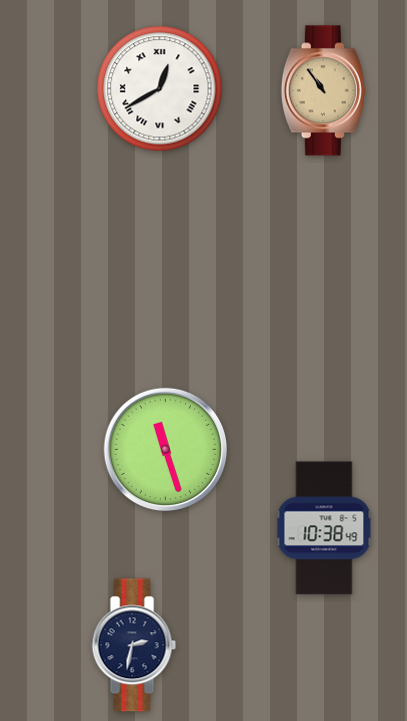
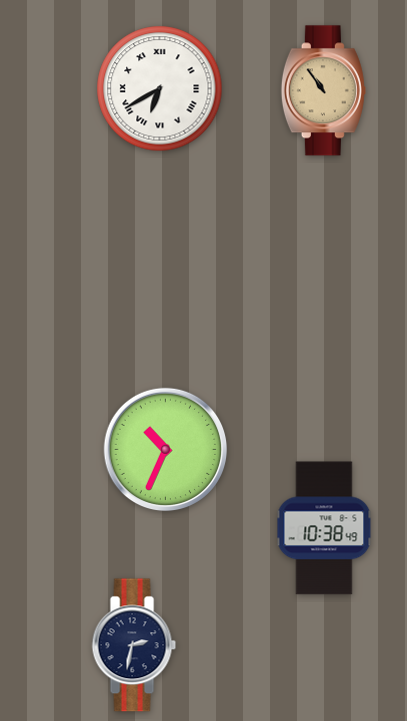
clock at (160, 89): 12:40 -> 6:40
clock at (166, 450): 11:27 -> 10:34
